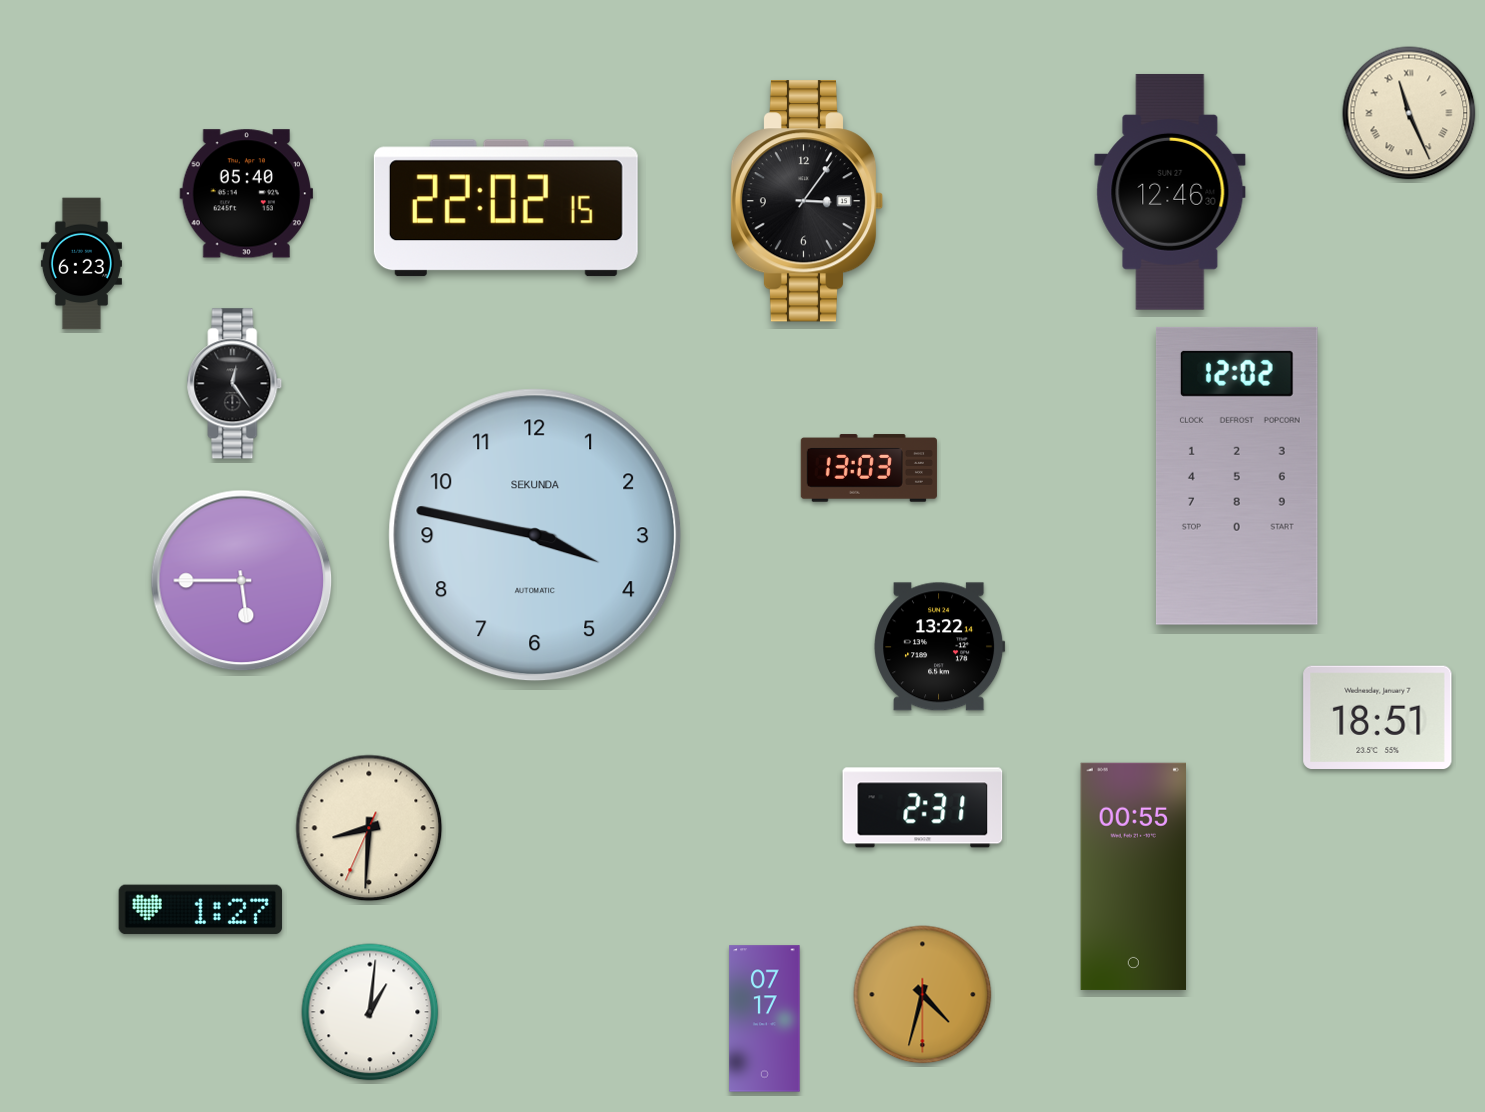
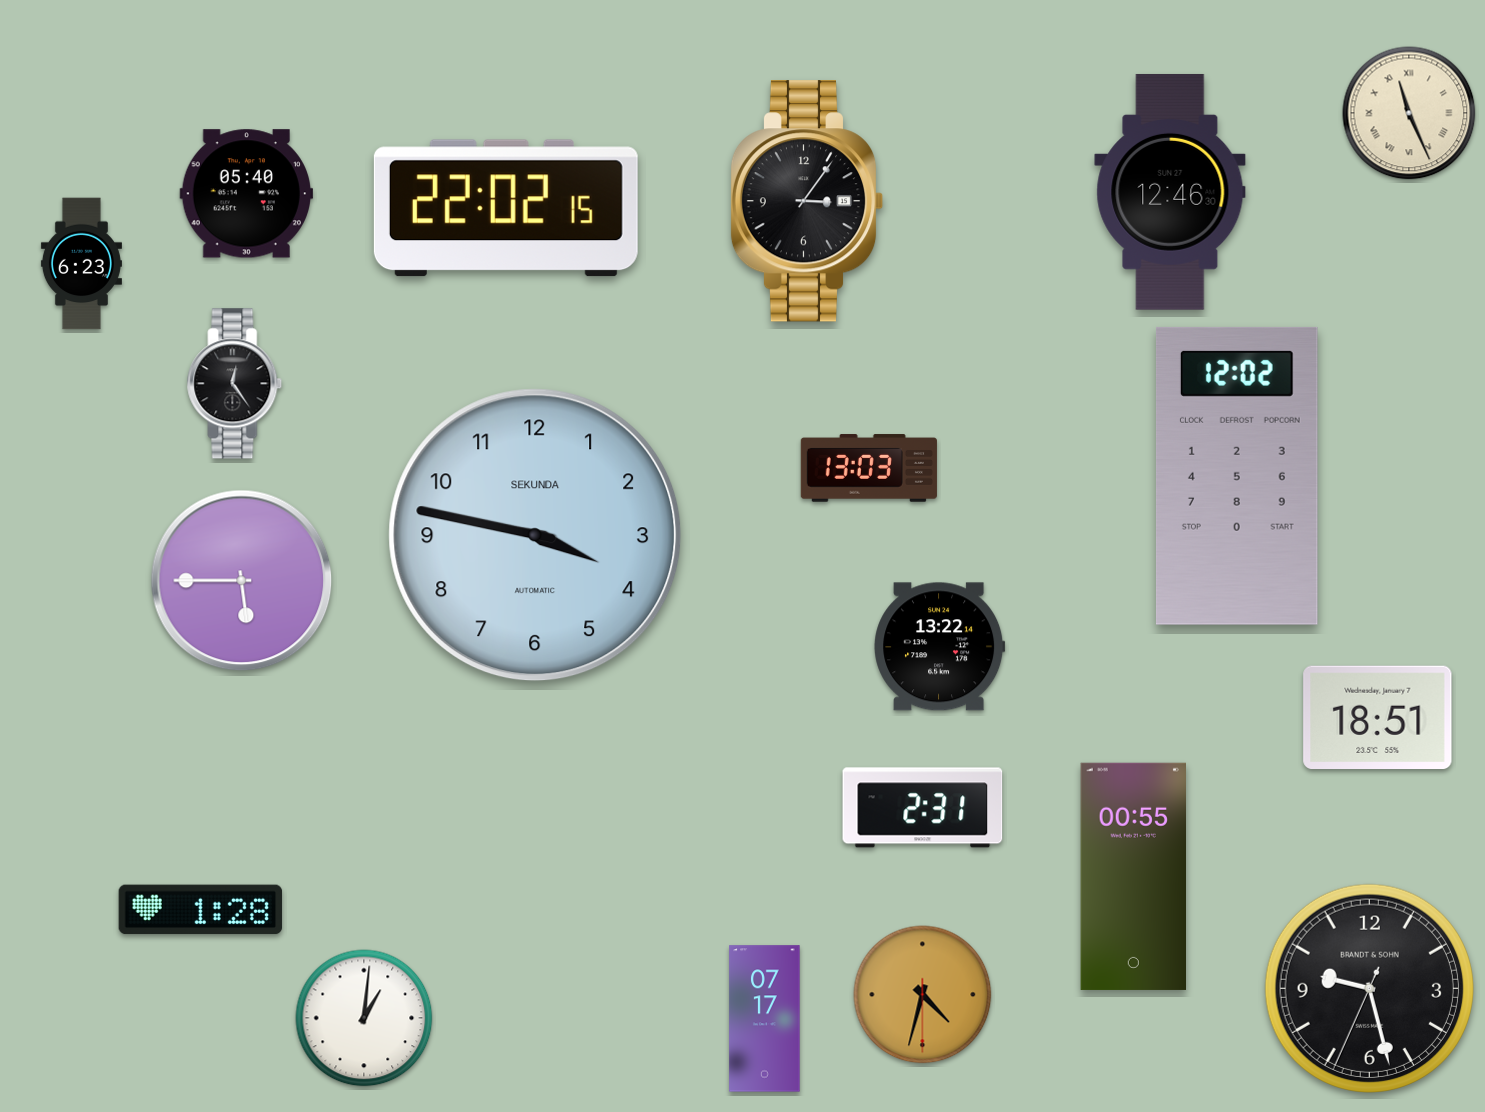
clock at (369, 828): 8:30 -> none
clock at (201, 910): 1:27 -> 1:28
clock at (1369, 988): none -> 9:27
clock at (370, 1012) position: (370, 1012) -> (364, 1018)
